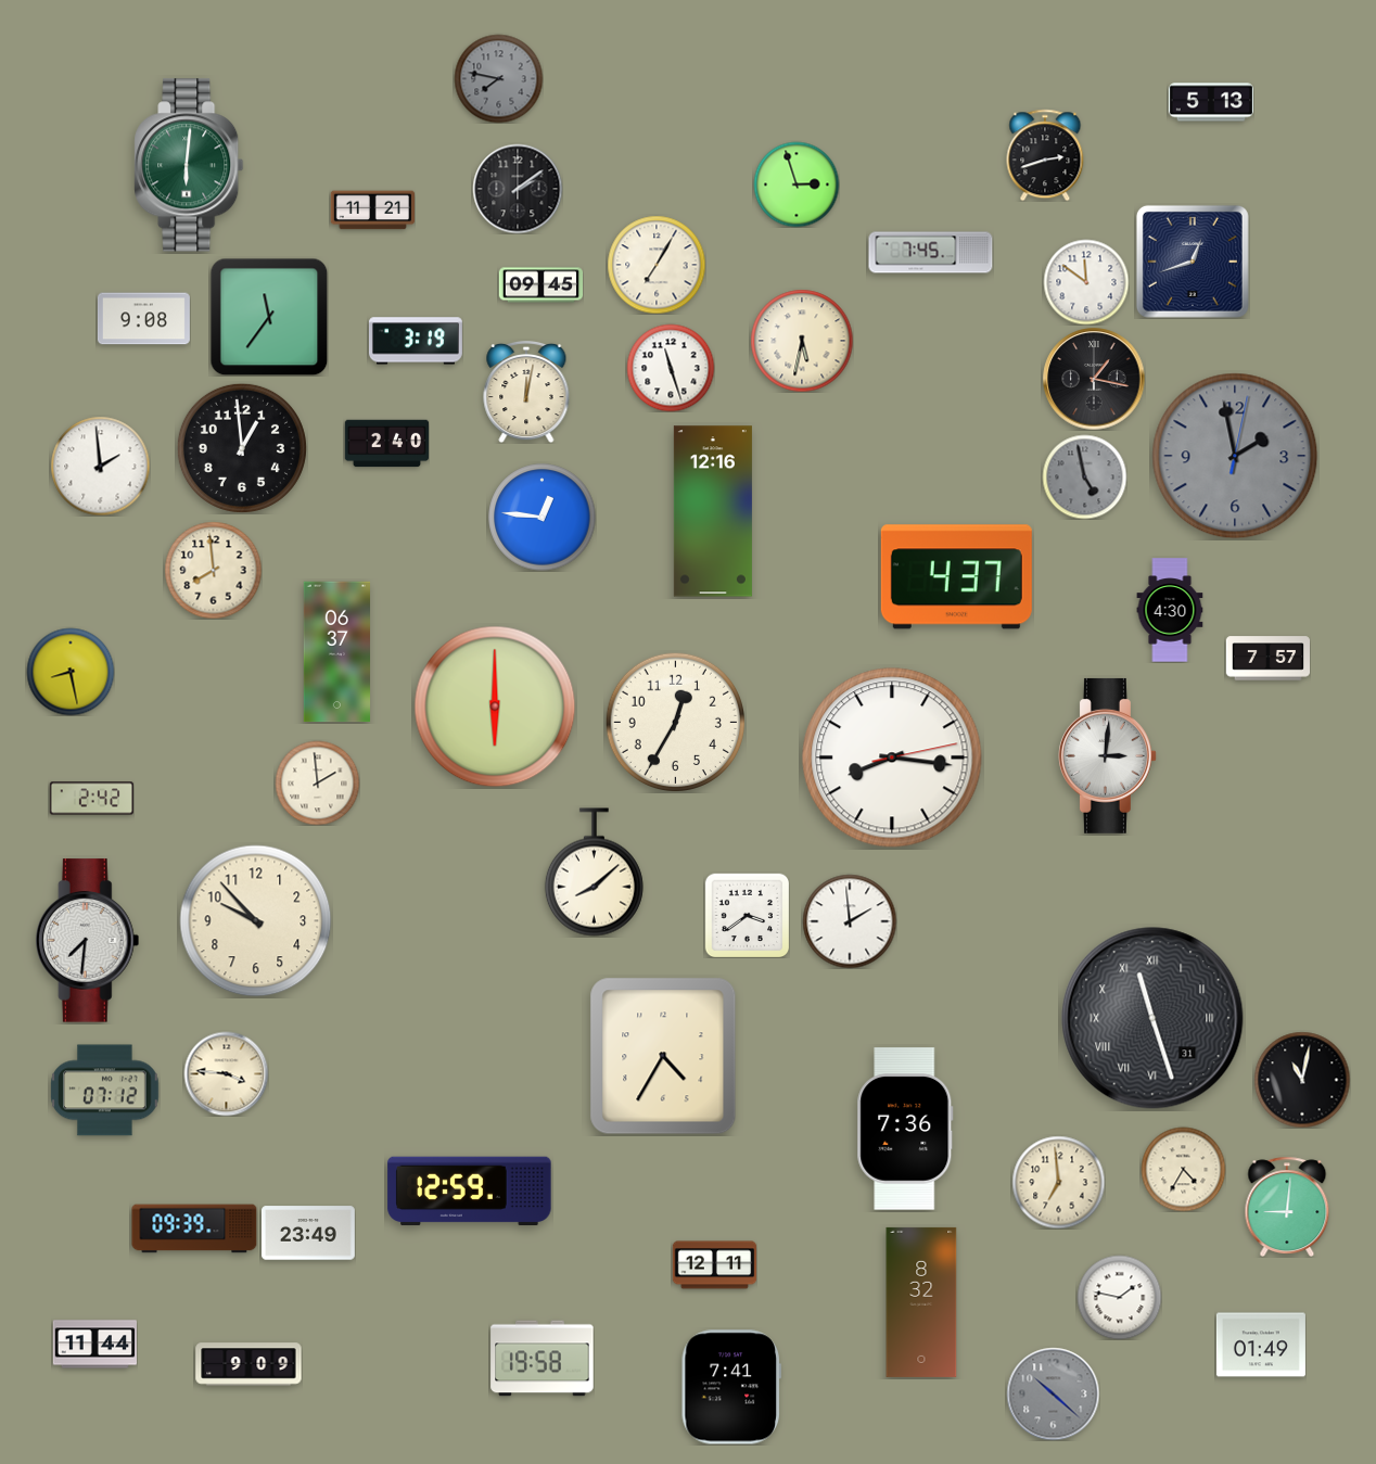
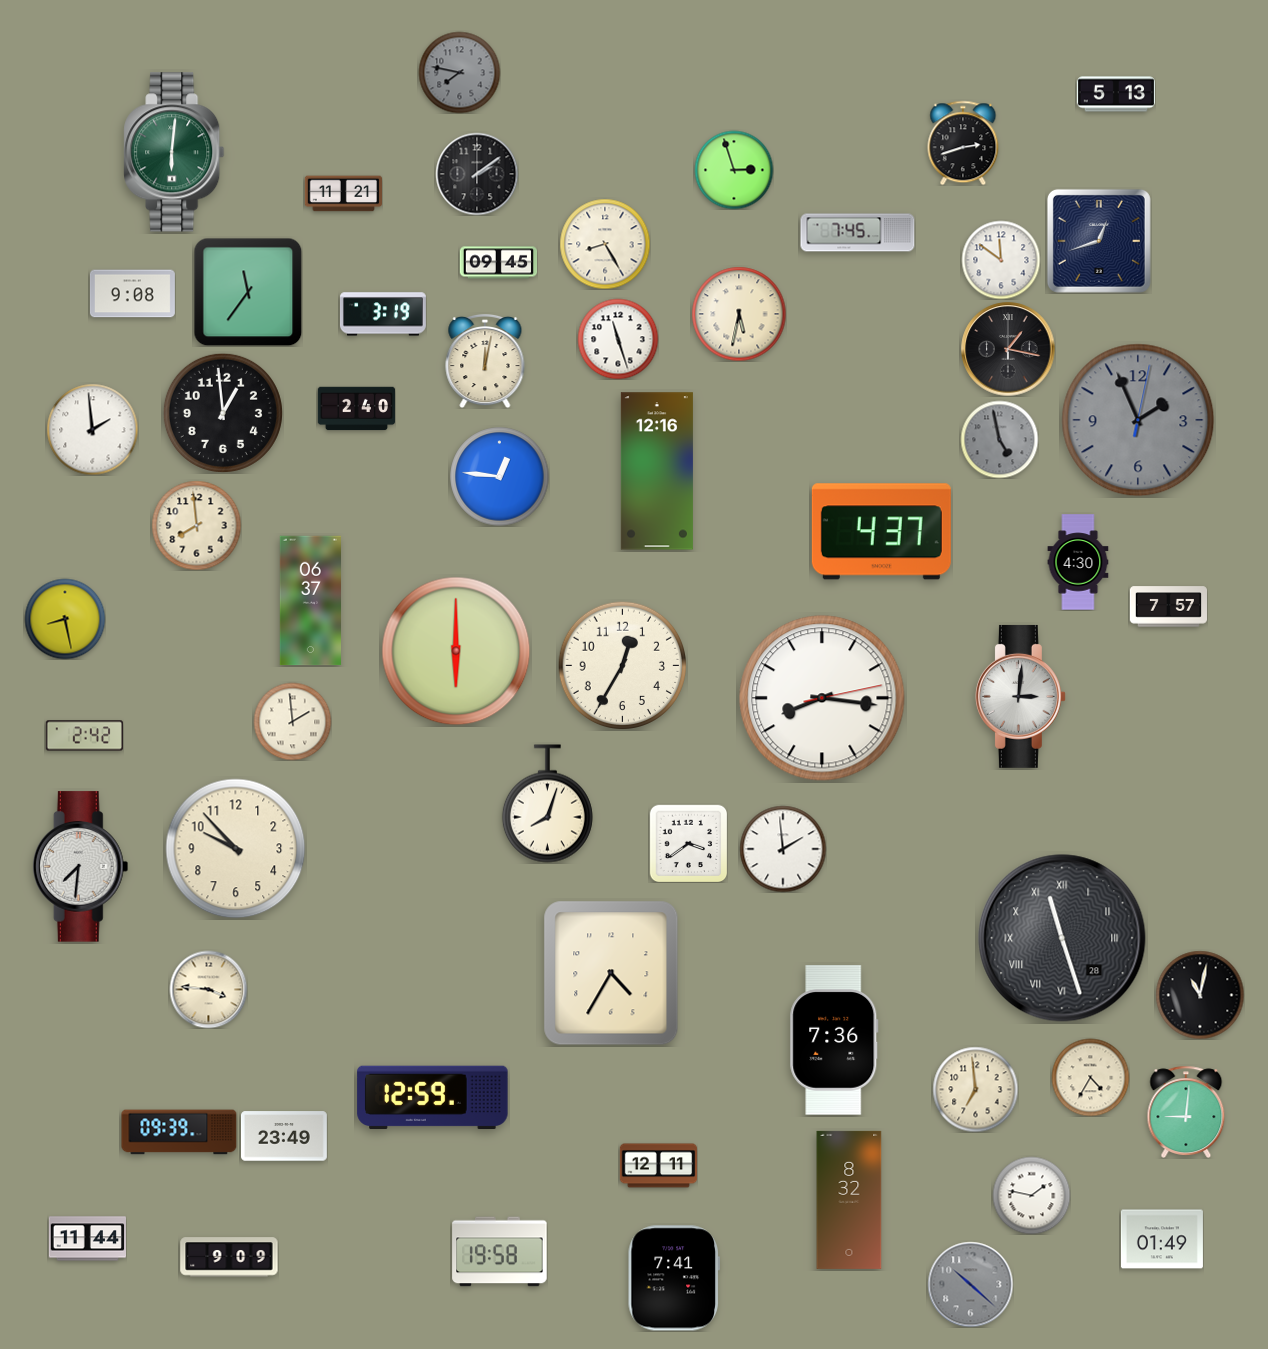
clock at (657, 265): 7:05 -> 8:25
clock at (1235, 456): 1:58 -> 1:56
clock at (594, 873): 8:08 -> 8:03
clock at (1152, 1018) date: 31 -> 28
clock at (105, 1091): 07:12 -> none
